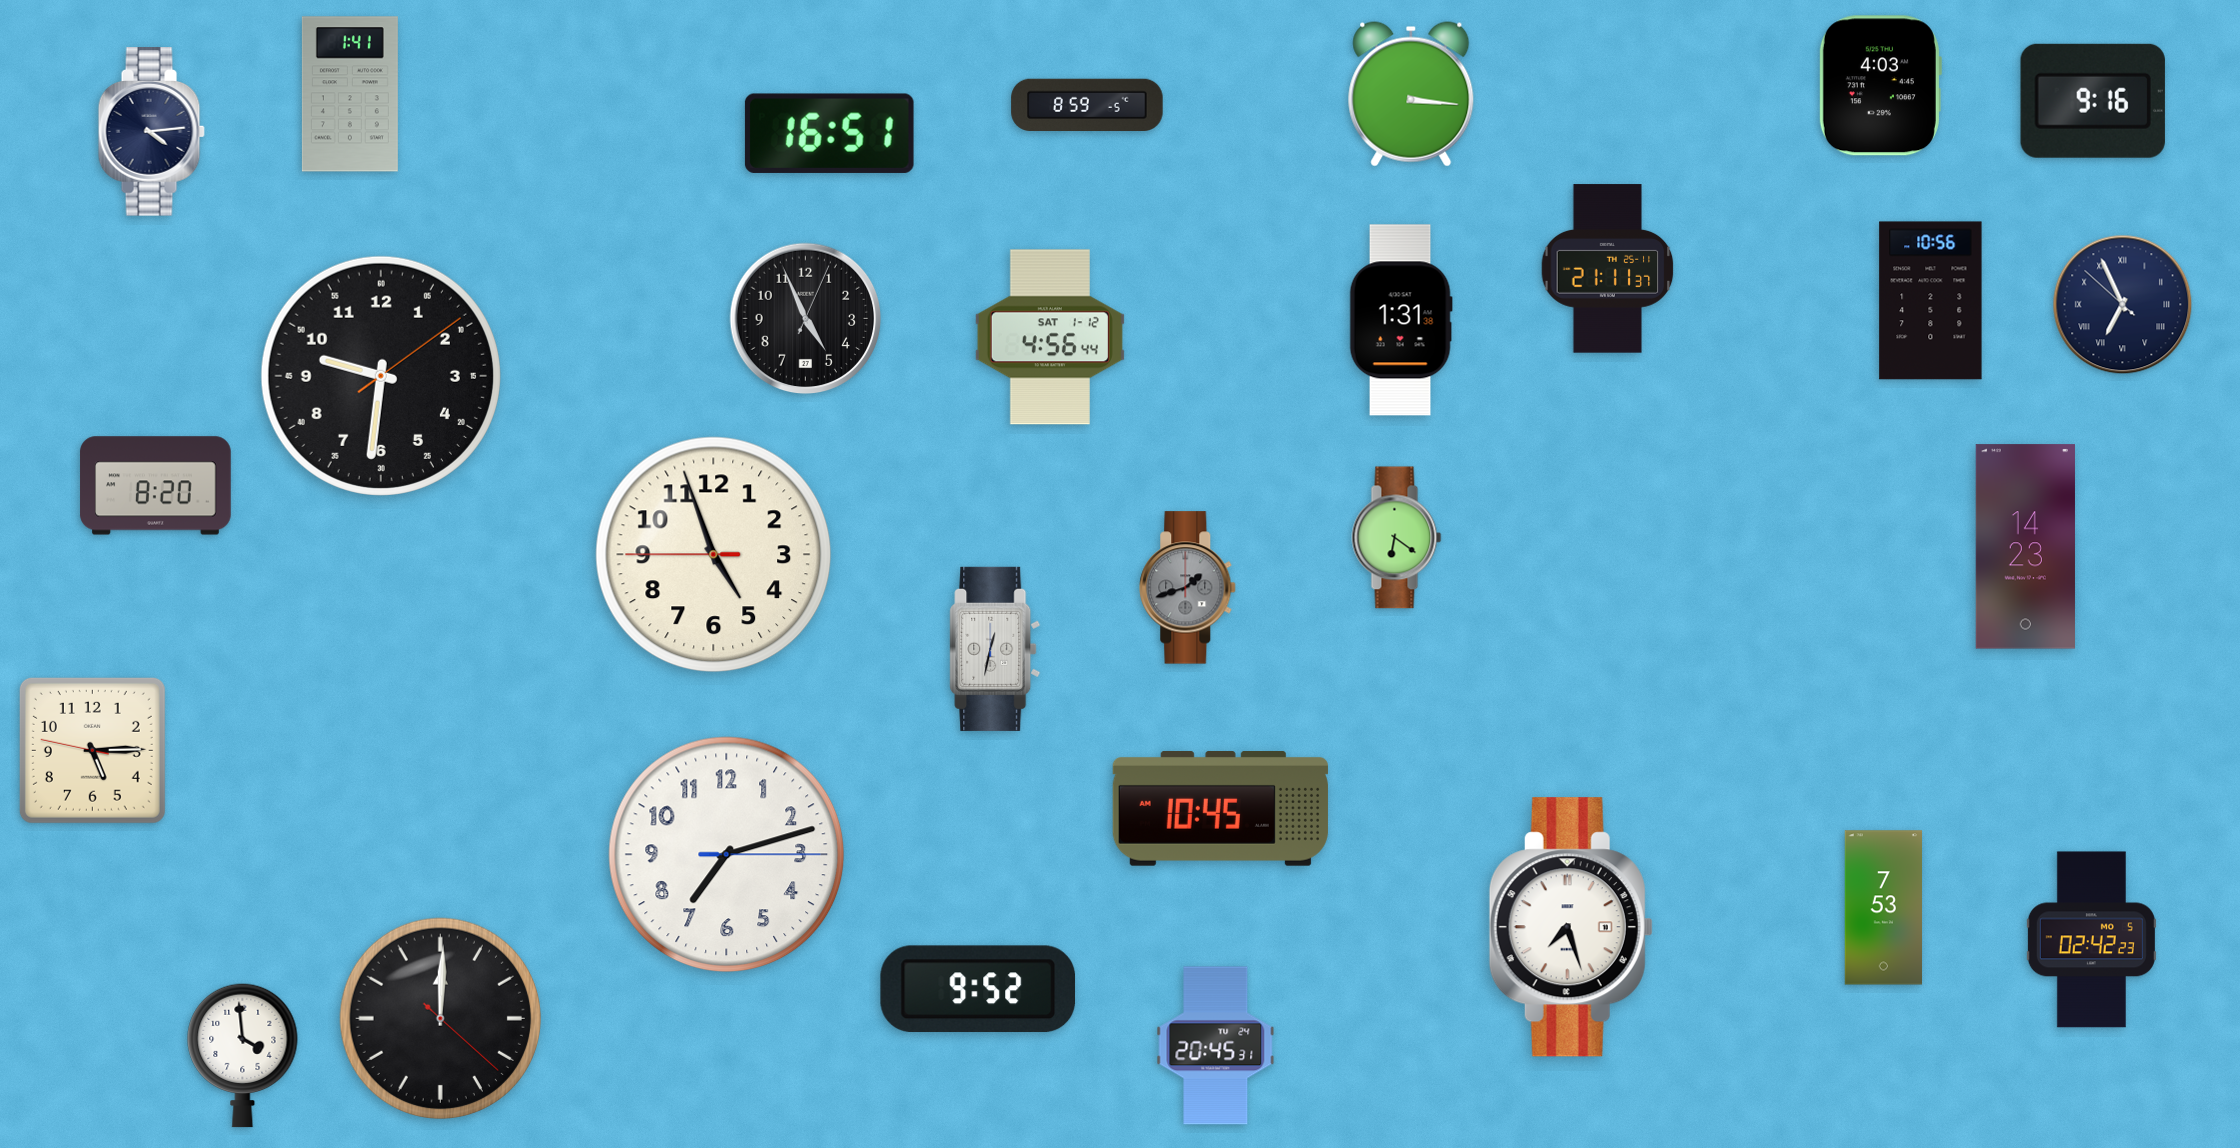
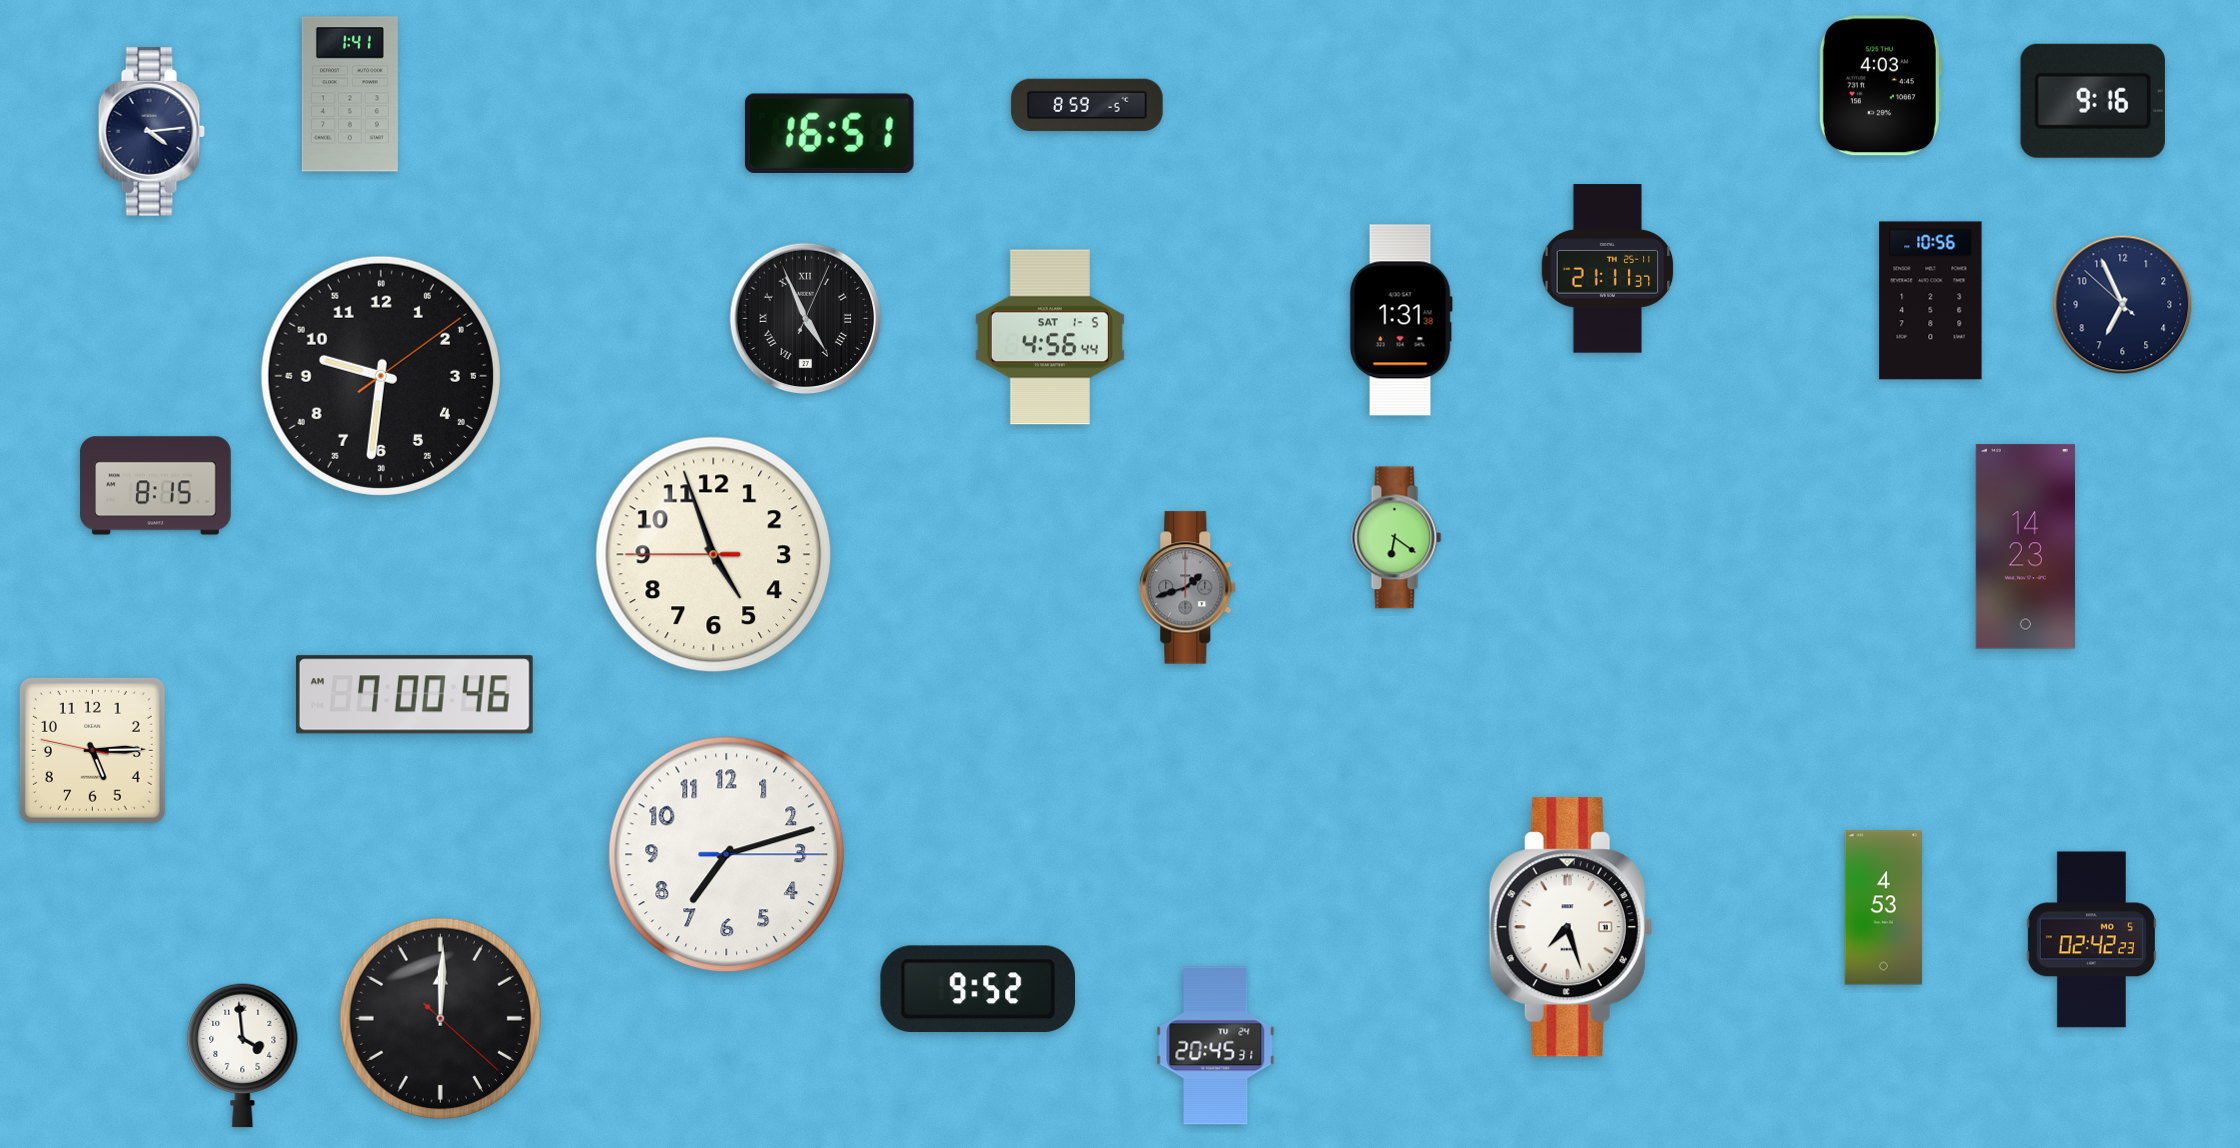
clock at (1411, 94): 3:16 -> none
clock at (2123, 305) numerals: Roman -> Arabic
clock at (806, 319) numerals: Arabic -> Roman
clock at (1050, 337) date: SAT 1-12 -> SAT 1-5
clock at (156, 486): 8:20 -> 8:15
clock at (995, 649): 12:32 -> none
clock at (414, 695): none -> 7:00
clock at (1220, 809): 10:45 -> none
clock at (1883, 908): 7:53 -> 4:53
